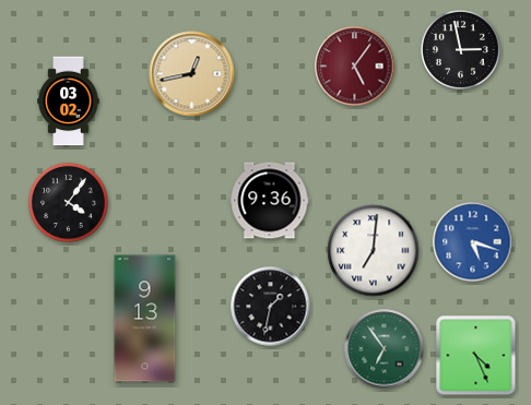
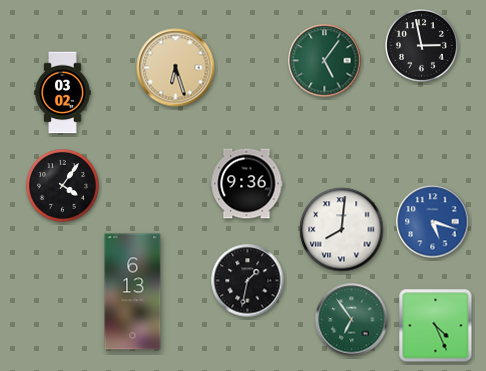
clock at (355, 67) dial: burgundy -> green
clock at (192, 74): 12:43 -> 6:27
clock at (374, 251): 7:01 -> 8:01
clock at (145, 319): 9:13 -> 6:13
